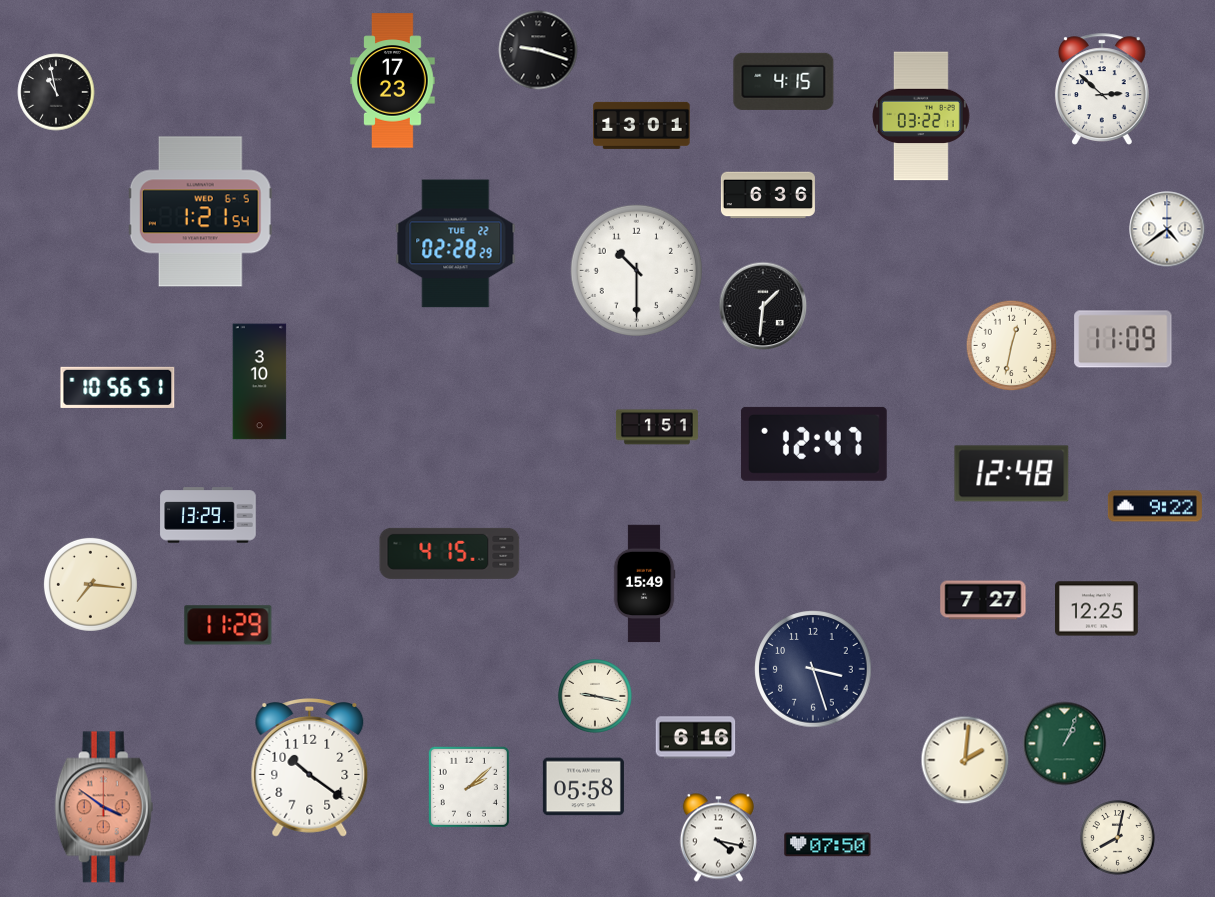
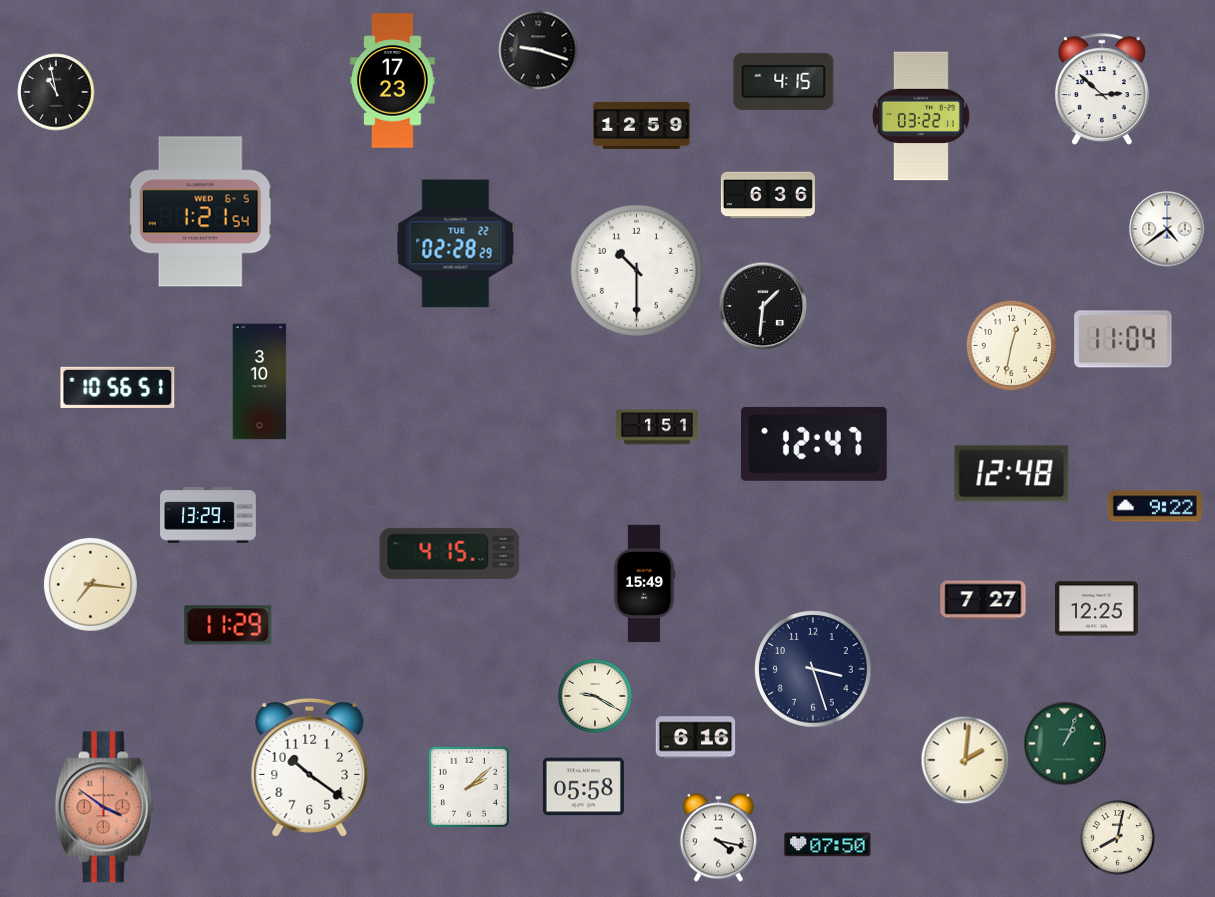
clock at (642, 125): 13:01 -> 12:59
clock at (1123, 339): 11:09 -> 11:04
clock at (596, 697): 9:17 -> 9:20
